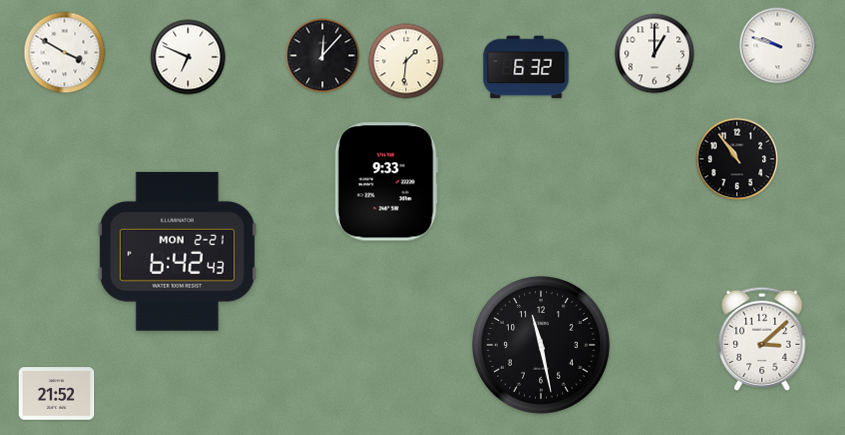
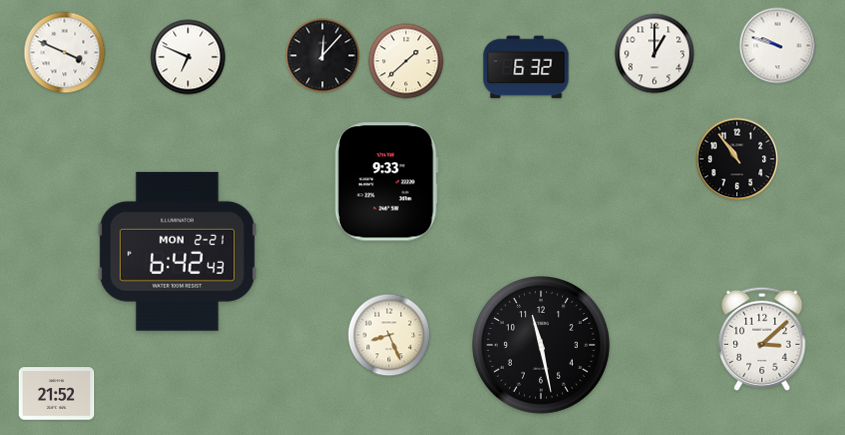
clock at (65, 53): 3:50 -> 3:49
clock at (406, 61): 1:31 -> 1:38
clock at (389, 335): none -> 8:26
